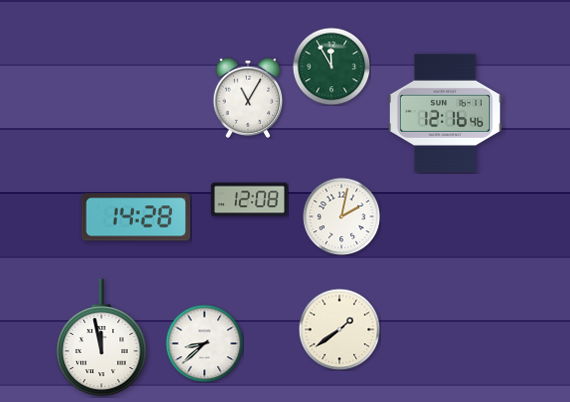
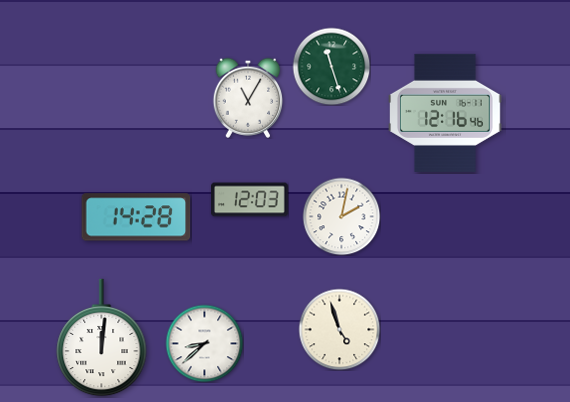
clock at (331, 66): 11:55 -> 11:27
clock at (250, 200): 12:08 -> 12:03
clock at (339, 329): 1:39 -> 4:57
clock at (102, 338): 11:58 -> 12:01
